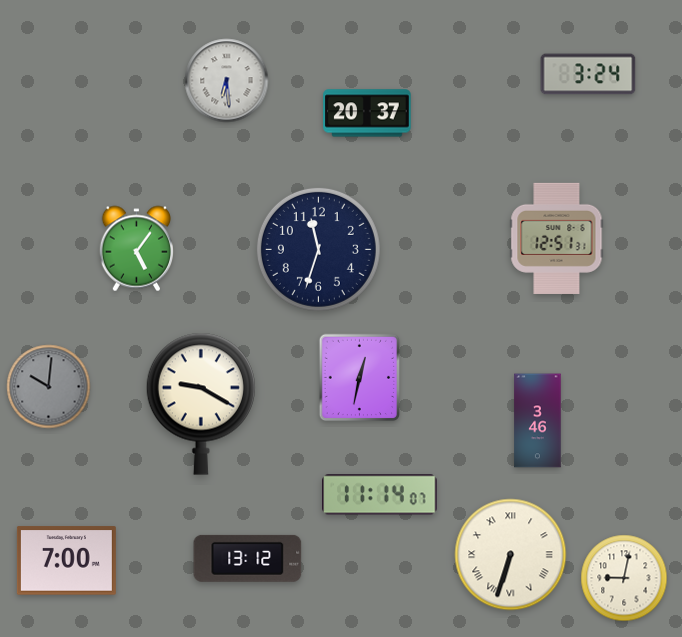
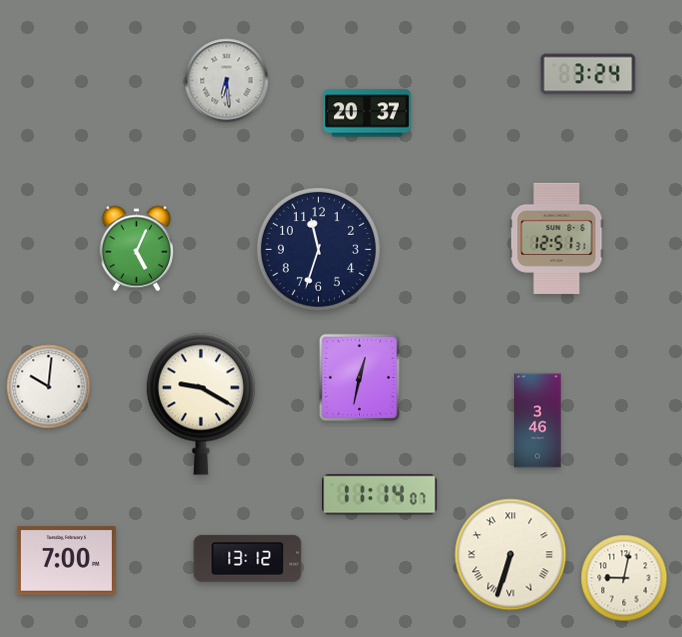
clock at (137, 249): 5:06 -> 5:04
clock at (49, 387) dial: grey -> white
